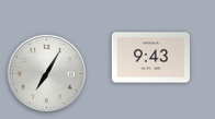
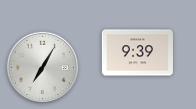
clock at (150, 58): 9:43 -> 9:39
